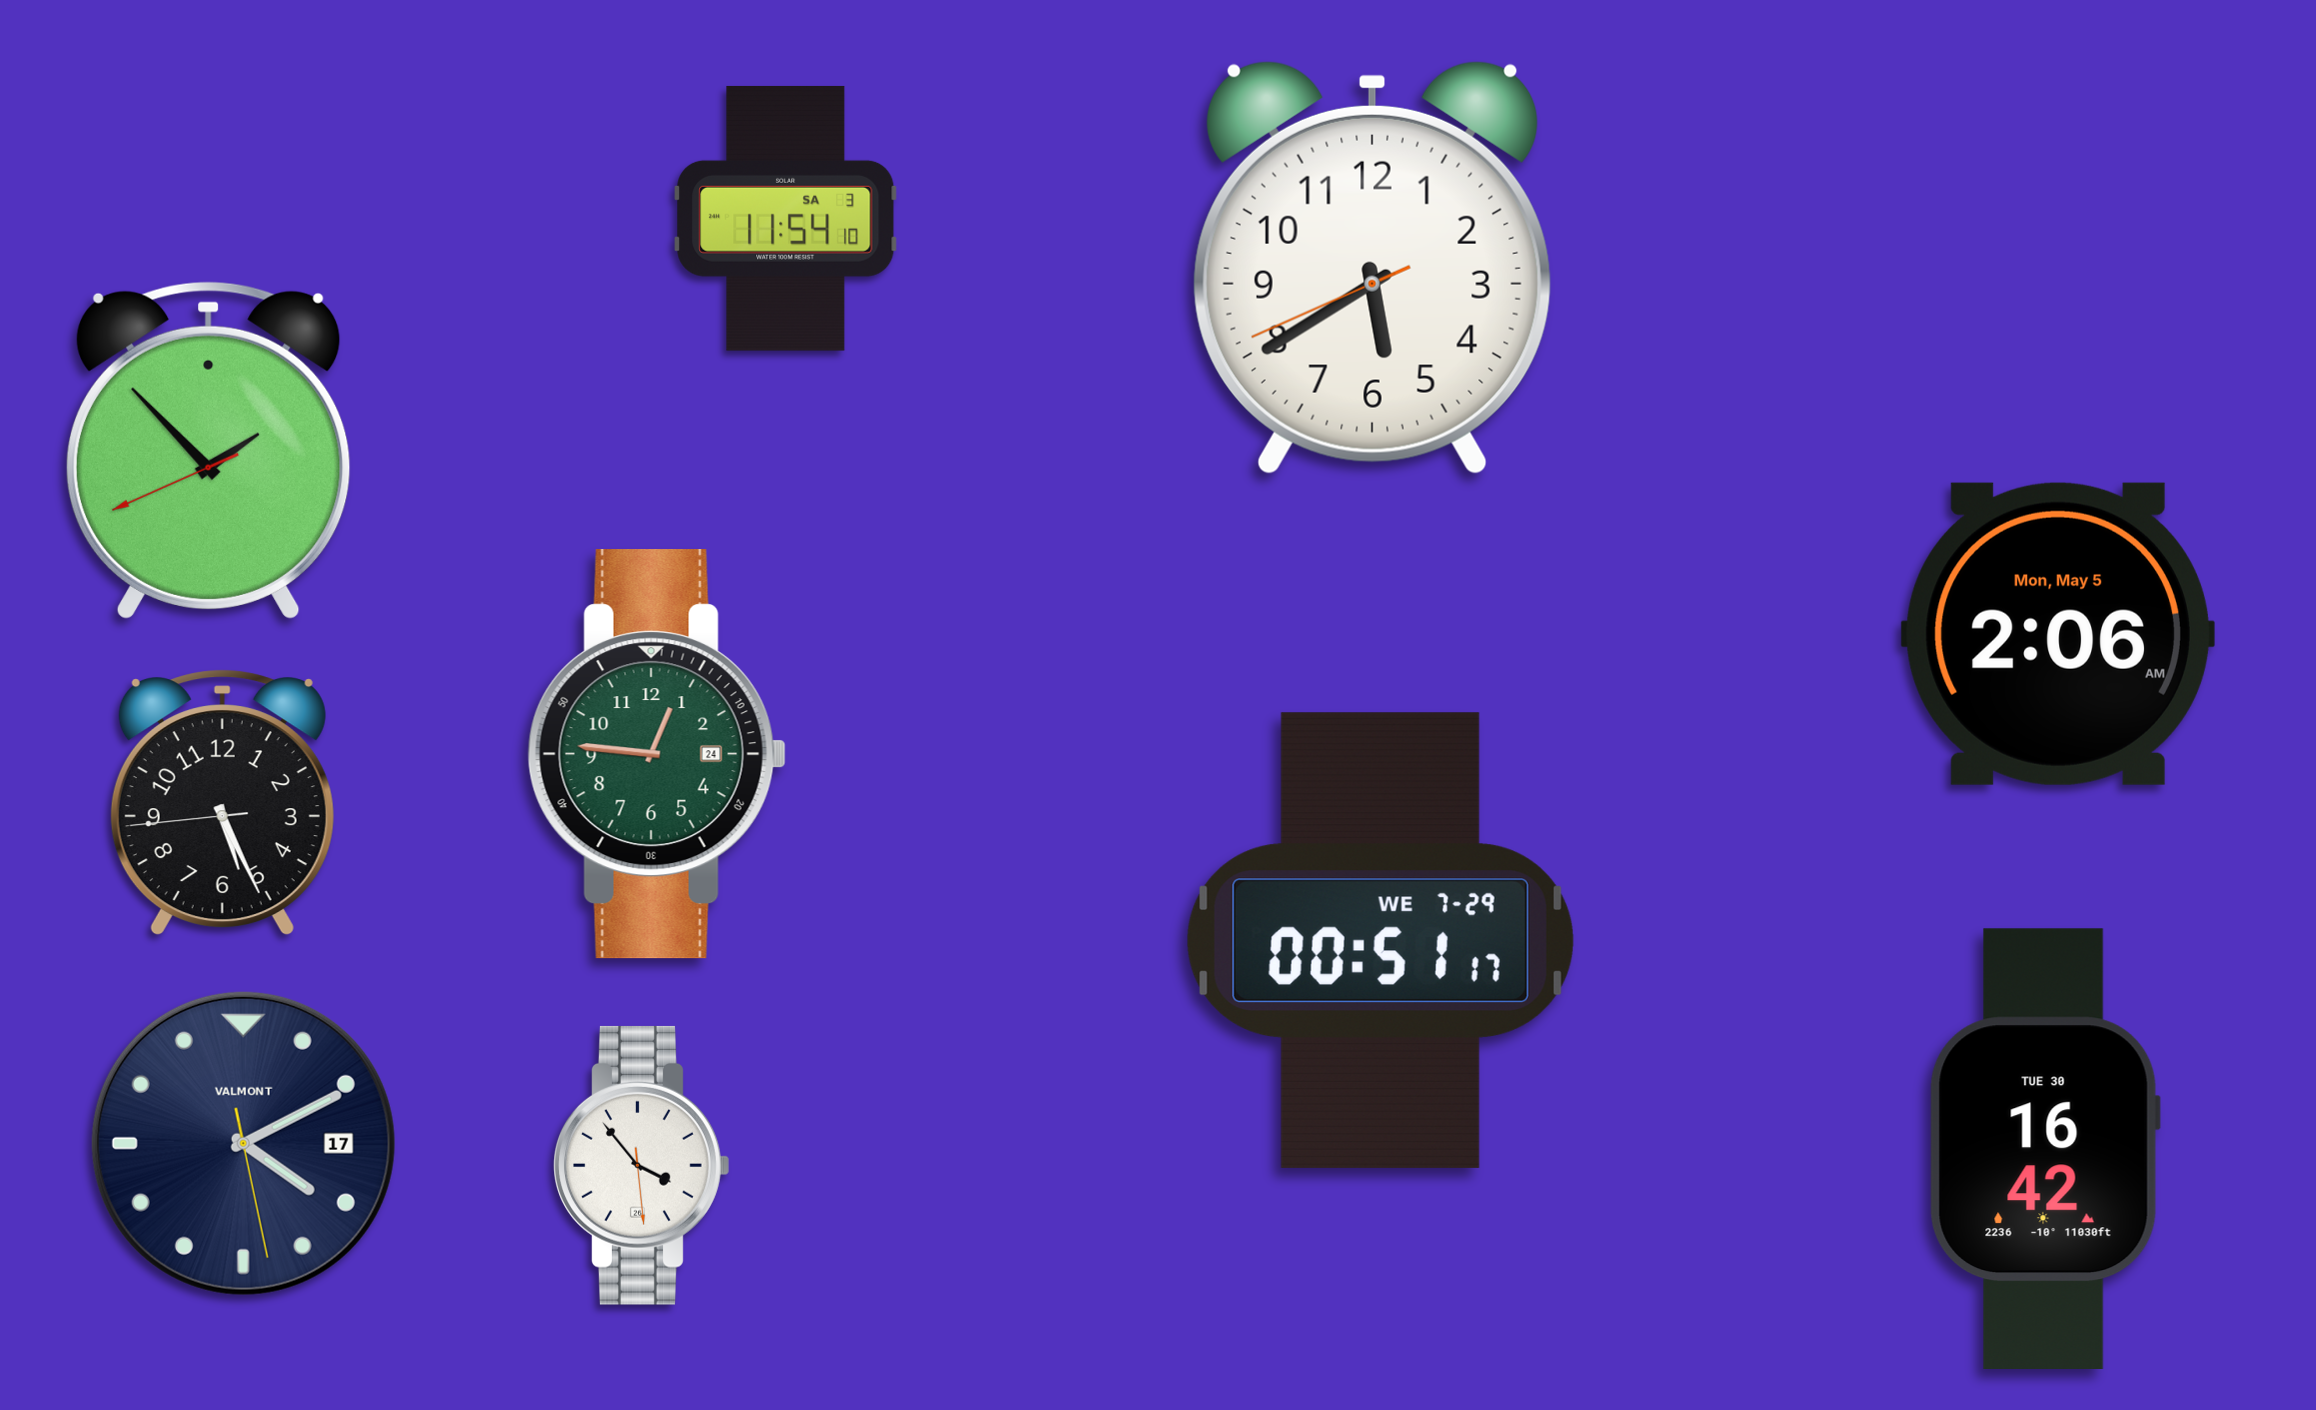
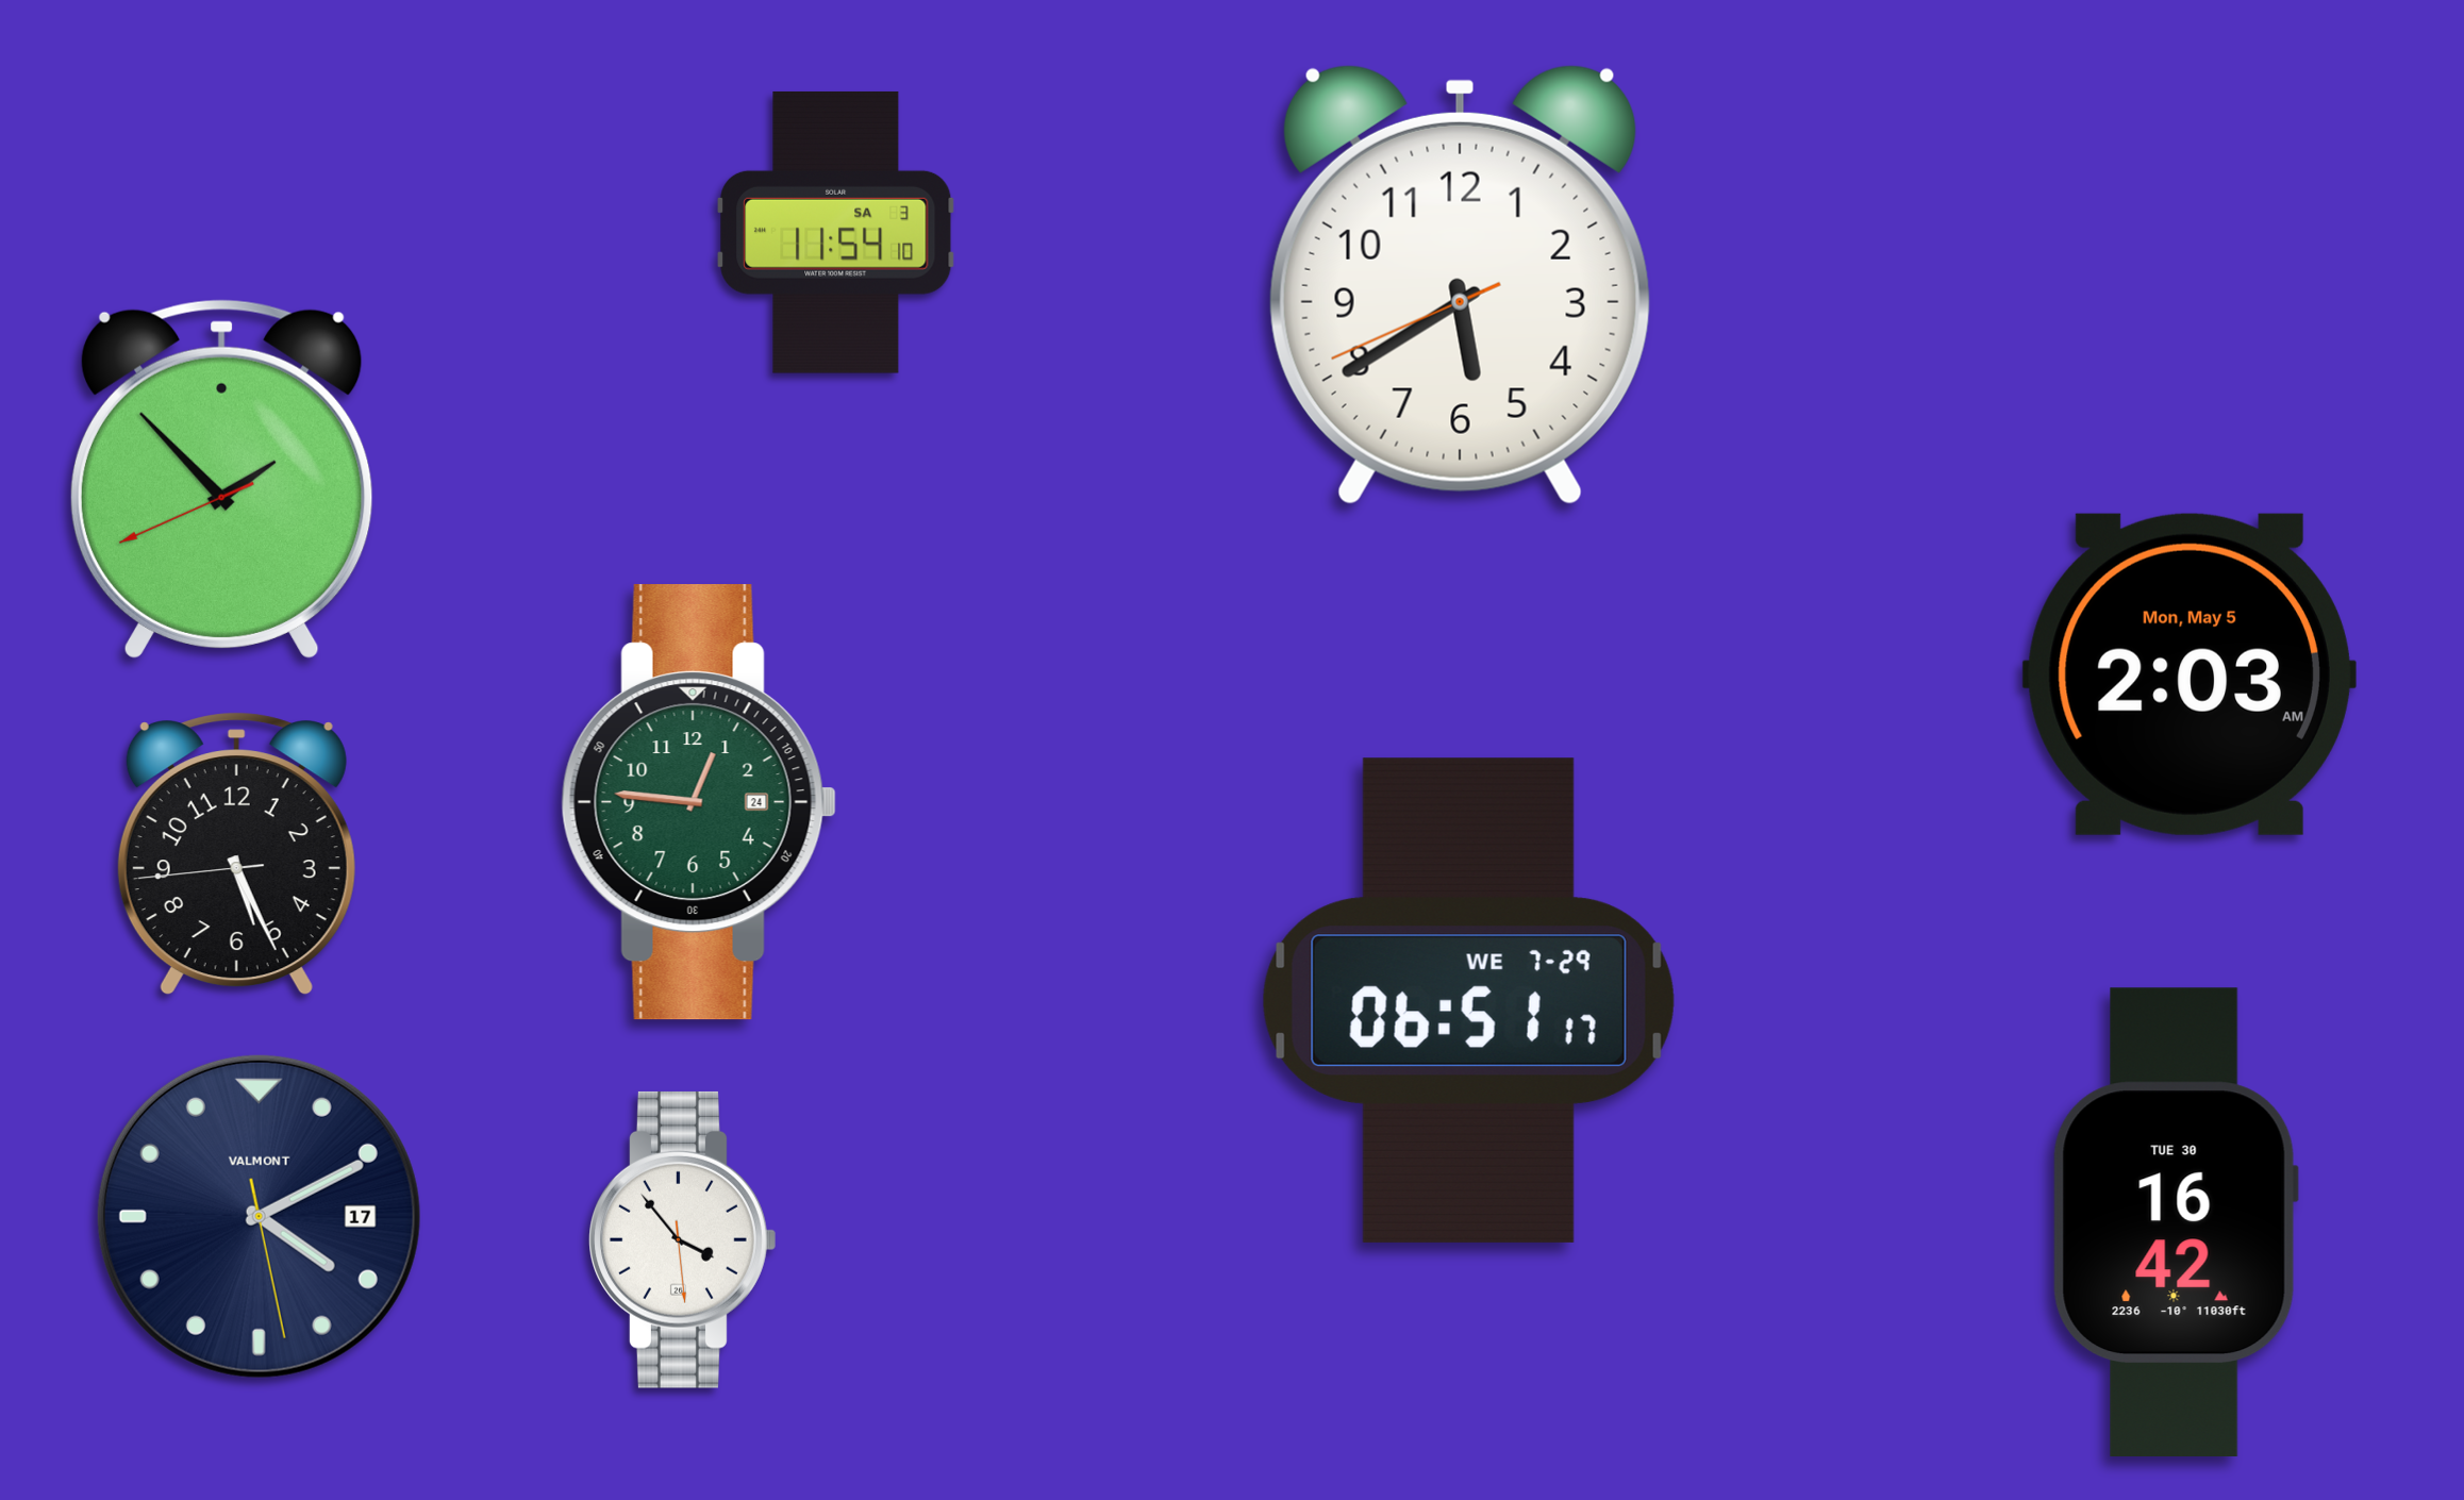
clock at (2058, 634): 2:06 -> 2:03
clock at (1380, 940): 00:51 -> 06:51
